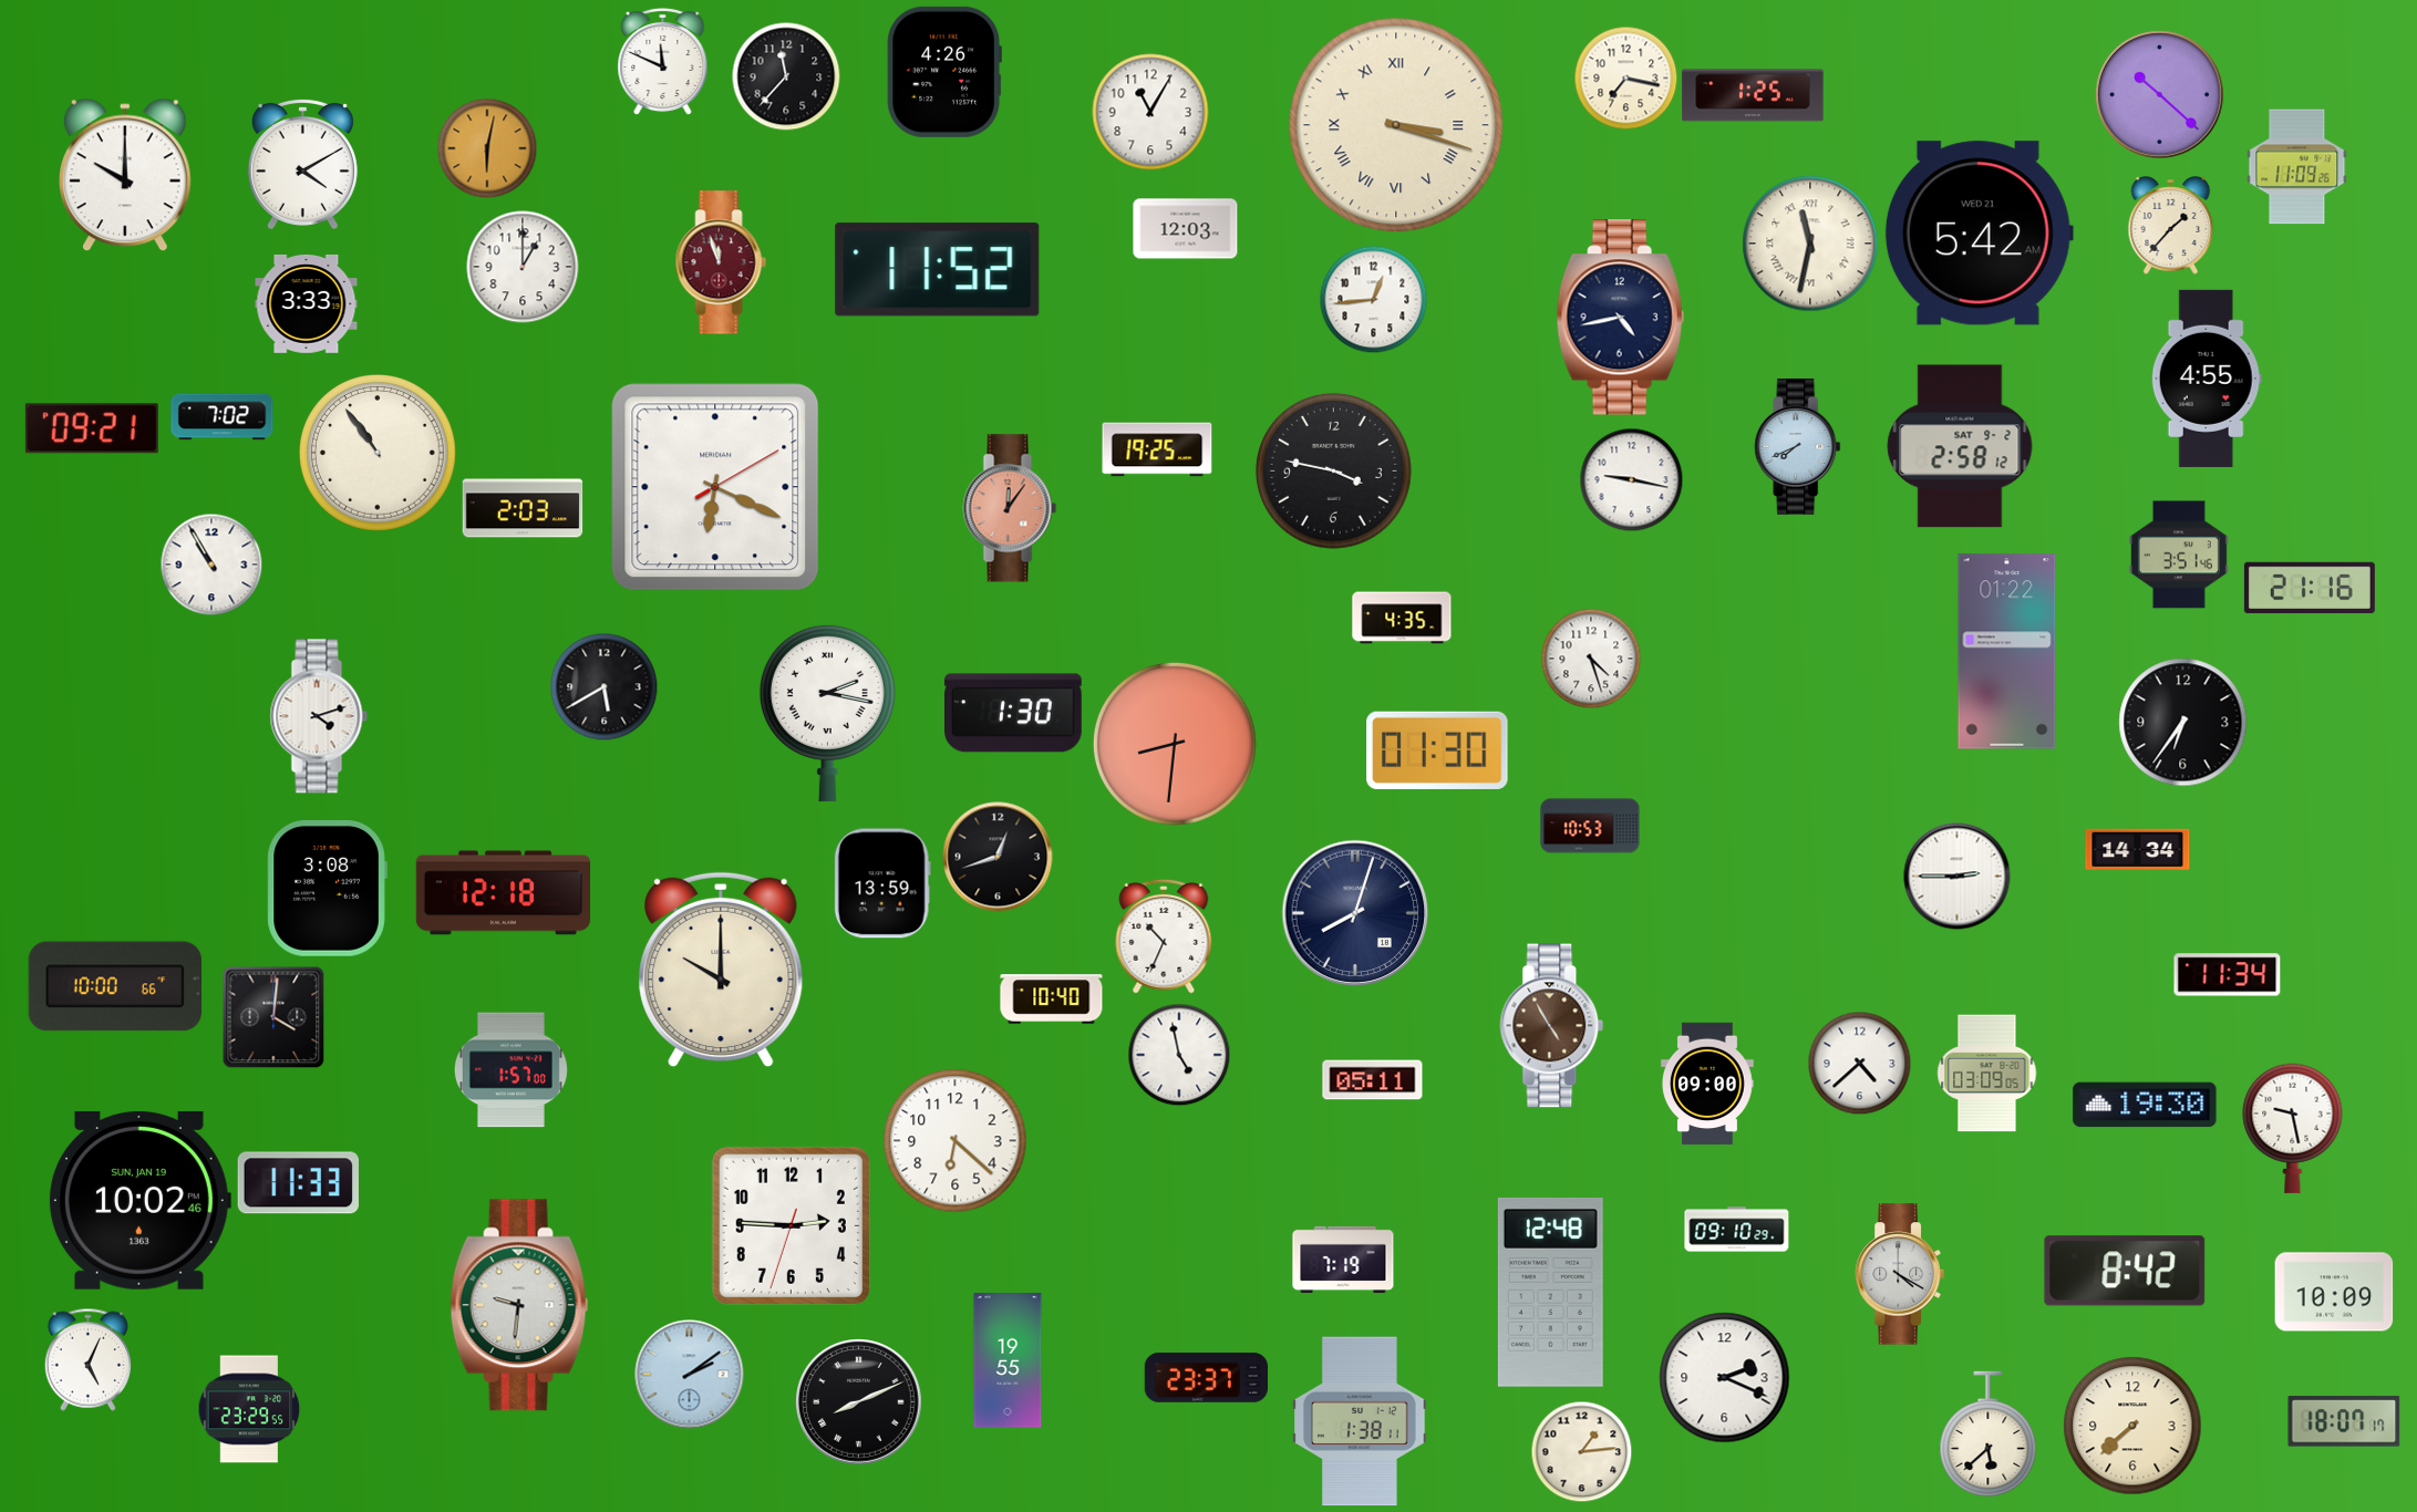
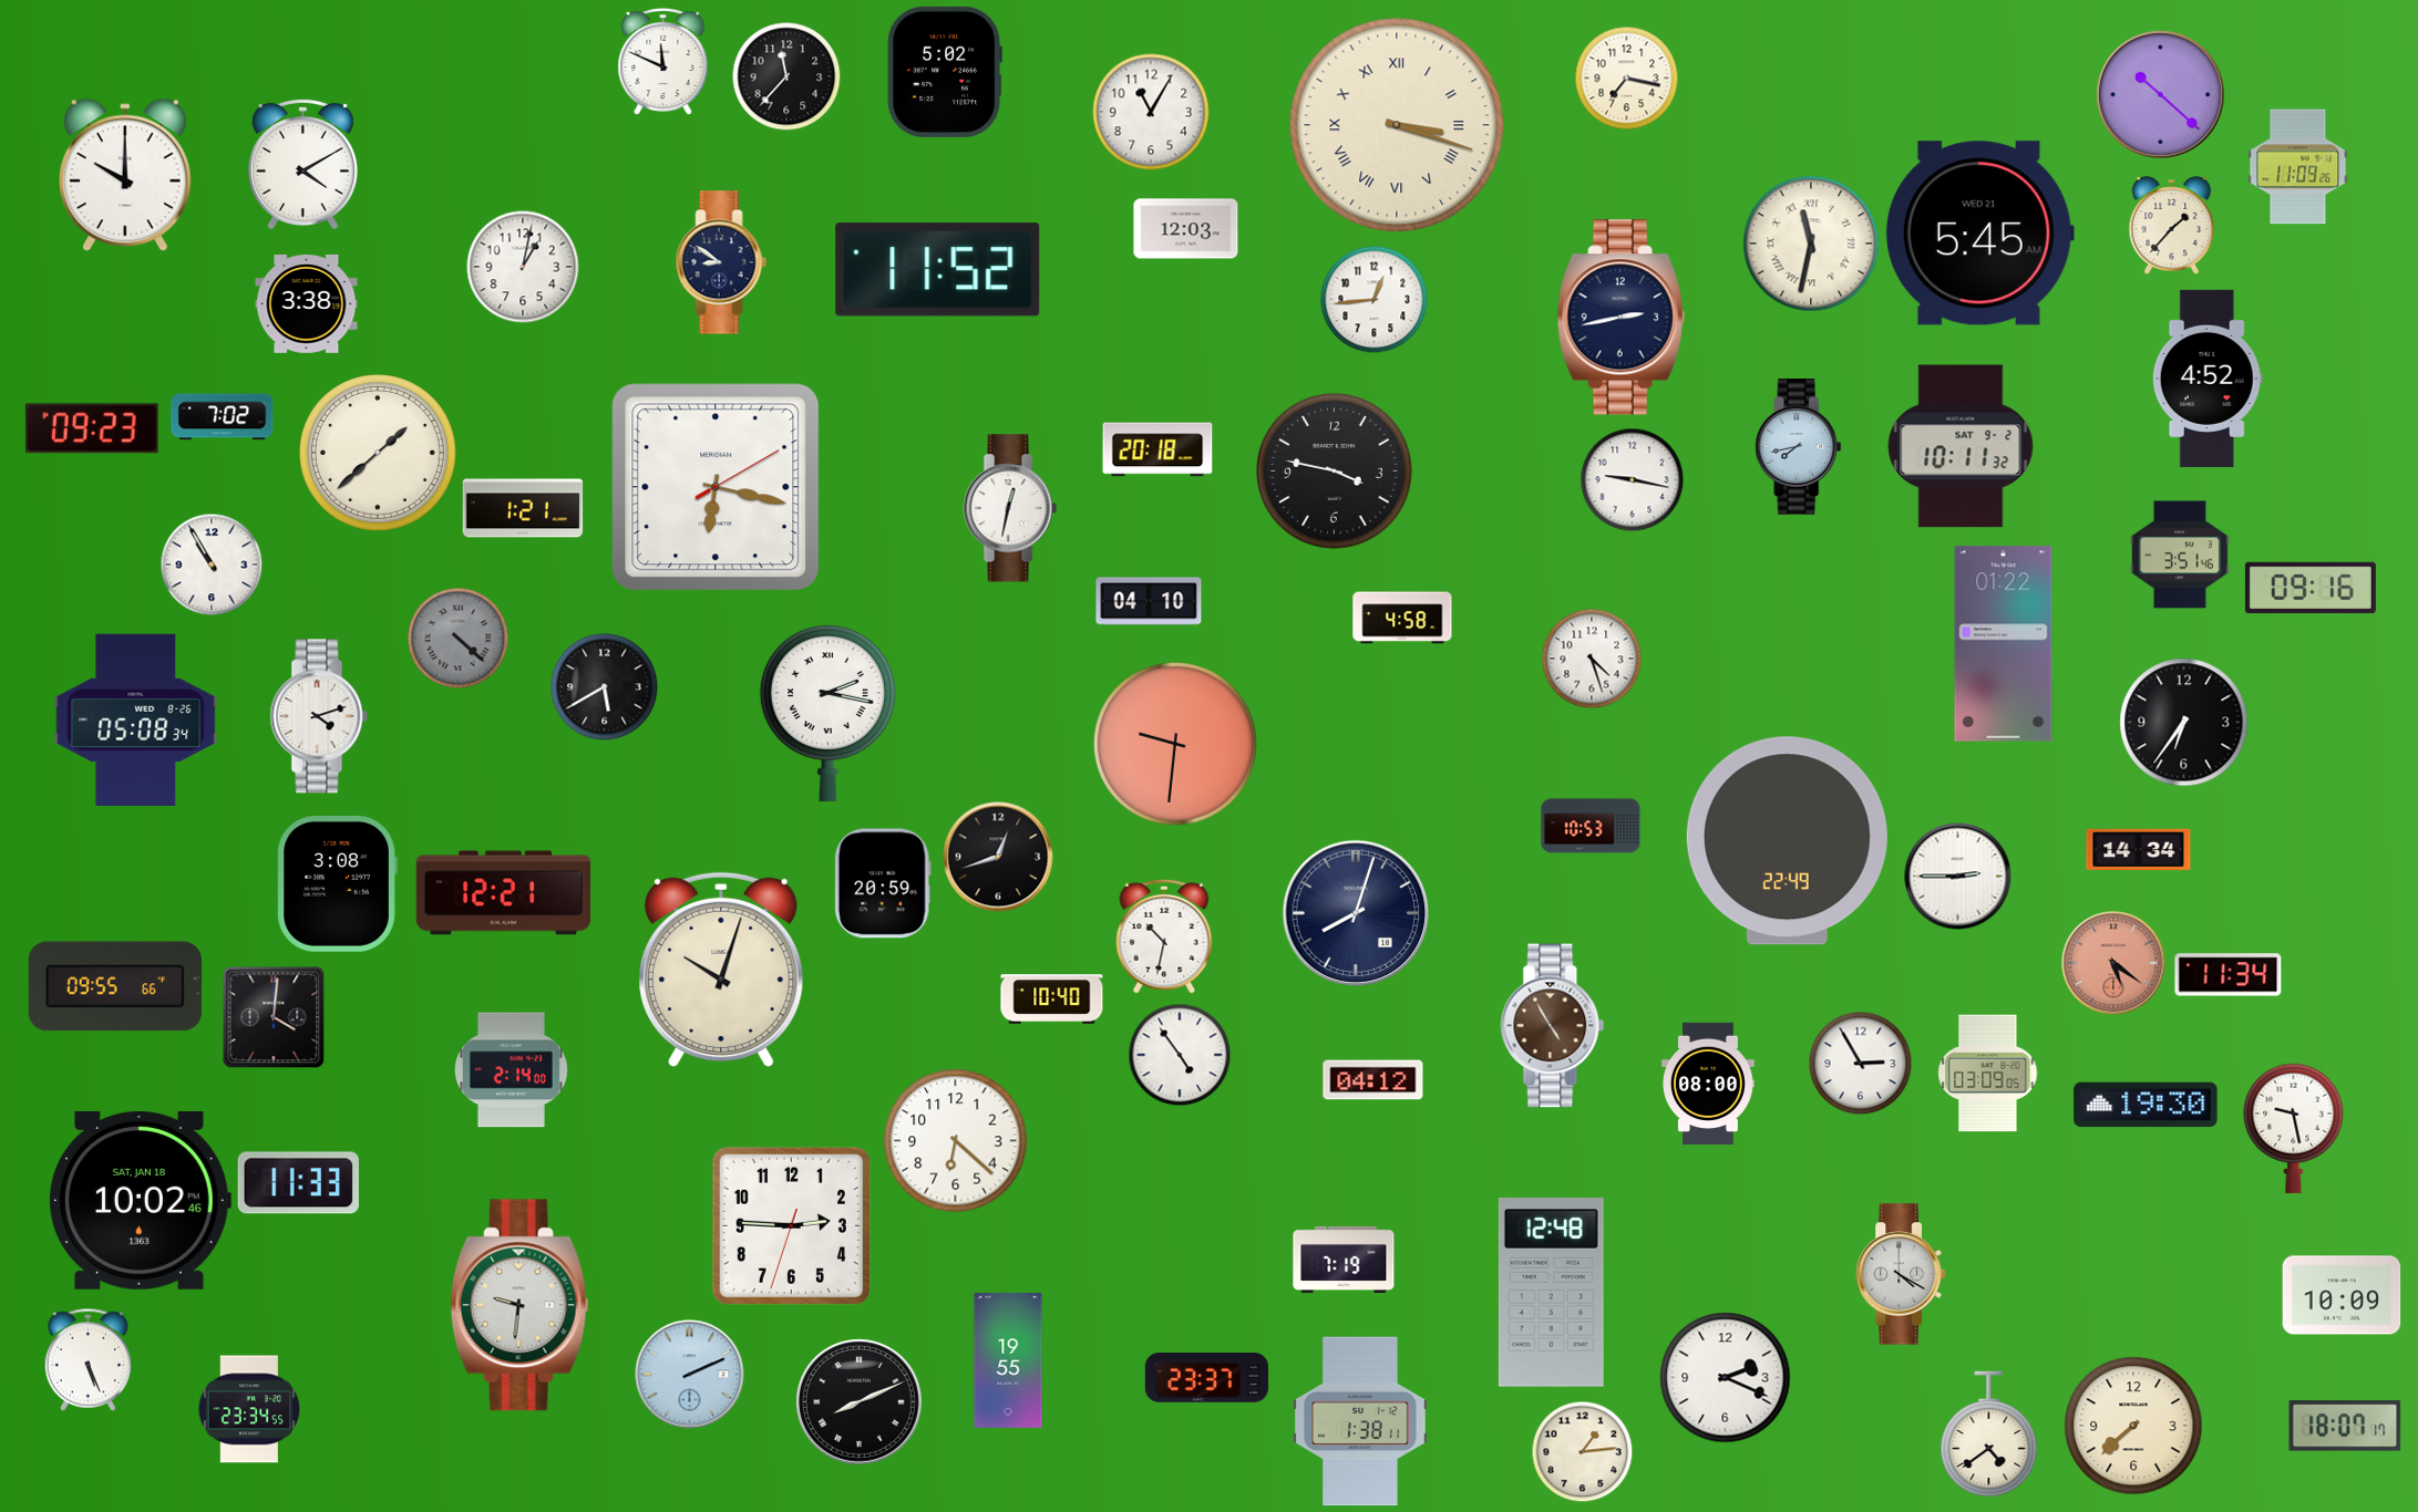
clock at (944, 72): 4:26 -> 5:02
clock at (1753, 95): 1:25 -> none
clock at (487, 148): 6:02 -> none
clock at (1979, 234): 5:42 -> 5:45
clock at (721, 262): 11:57 -> 8:51
clock at (721, 262) dial: burgundy -> navy
clock at (523, 267): 1:00 -> 1:02
clock at (307, 303): 3:33 -> 3:38
clock at (1620, 318): 4:43 -> 2:43
clock at (2207, 379): 4:55 -> 4:52
clock at (92, 428): 09:21 -> 09:23
clock at (1960, 446): 2:58 -> 10:11
clock at (1798, 447): 7:41 -> 7:43
clock at (1157, 449): 19:25 -> 20:18
clock at (379, 454): 10:54 -> 1:38
clock at (715, 487): 6:19 -> 6:17
clock at (523, 508): 2:03 -> 1:21
clock at (1010, 508): 12:06 -> 12:32
clock at (1010, 508) dial: salmon -> white
clock at (2310, 588): 21:16 -> 09:16
clock at (1149, 601): none -> 04:10
clock at (1402, 618): 4:35 -> 4:58
clock at (457, 638): none -> 4:22
clock at (2007, 652) position: (2007, 652) -> (2004, 644)
clock at (1013, 713): 1:30 -> none
clock at (136, 719): none -> 05:08
clock at (1175, 744): 8:31 -> 9:31
clock at (1437, 750): 01:30 -> none
clock at (1787, 841): none -> 22:49
clock at (882, 883): 13:59 -> 20:59
clock at (327, 888) position: (327, 888) -> (337, 883)
clock at (503, 893): 12:18 -> 12:21
clock at (1164, 936): 10:34 -> 10:32
clock at (2113, 963): none -> 5:21
clock at (721, 970): 10:00 -> 10:03
clock at (115, 986): 10:00 -> 09:55
clock at (1179, 1055): 4:58 -> 4:54
clock at (1859, 1063): 4:38 -> 2:55
clock at (510, 1070): 1:57 -> 2:14
clock at (1373, 1080): 05:11 -> 04:12
clock at (1708, 1084): 09:00 -> 08:00
clock at (140, 1200) date: SUN, JAN 19 -> SAT, JAN 18
clock at (1737, 1230): 09:10 -> none
clock at (2125, 1271): 8:42 -> none
clock at (2334, 1292) position: (2334, 1292) -> (2342, 1295)
clock at (87, 1359): 5:04 -> 5:26
clock at (690, 1375): 2:09 -> 2:11
clock at (249, 1409): 23:29 -> 23:34
clock at (2344, 1421) position: (2344, 1421) -> (2345, 1426)
clock at (1989, 1433): 5:38 -> 4:39
